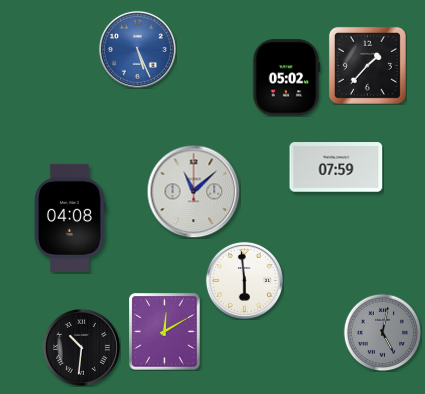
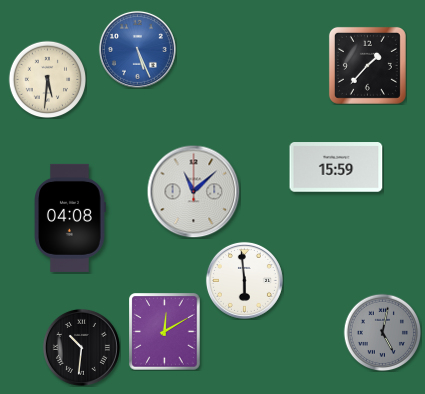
clock at (286, 78): 05:02 -> none
clock at (47, 79): none -> 5:31
clock at (336, 167): 07:59 -> 15:59
